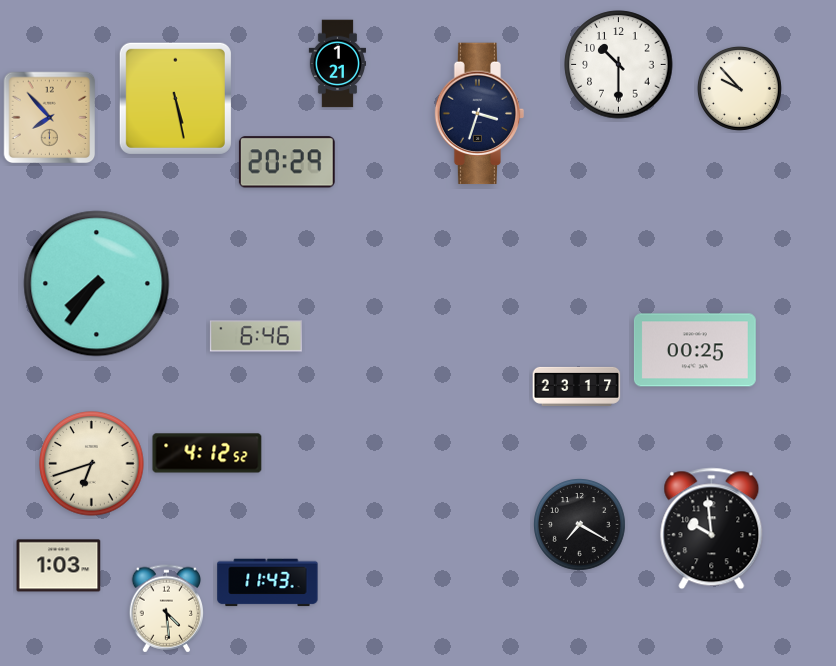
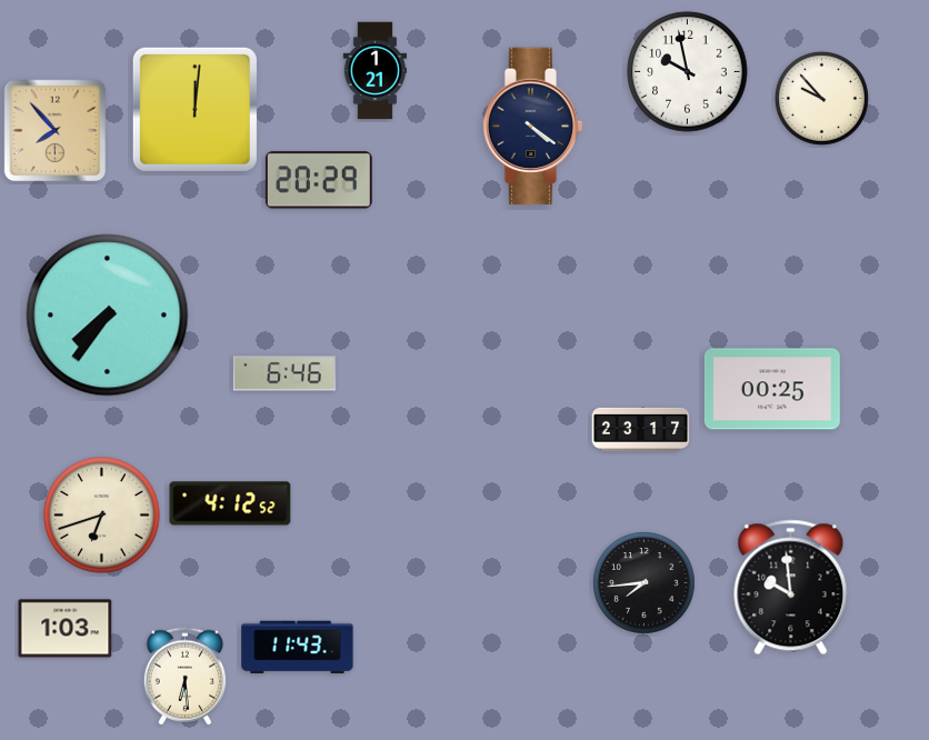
clock at (619, 65): 10:30 -> 9:58
clock at (175, 98): 5:28 -> 12:01
clock at (480, 114): 3:33 -> 4:21
clock at (580, 525): 7:20 -> 7:44
clock at (166, 609): 4:29 -> 6:29
